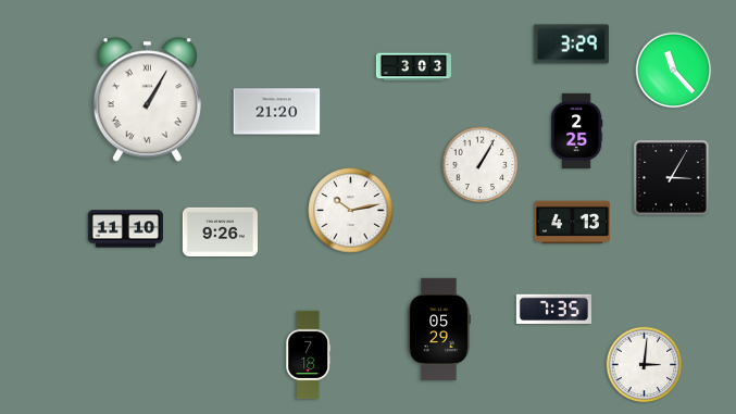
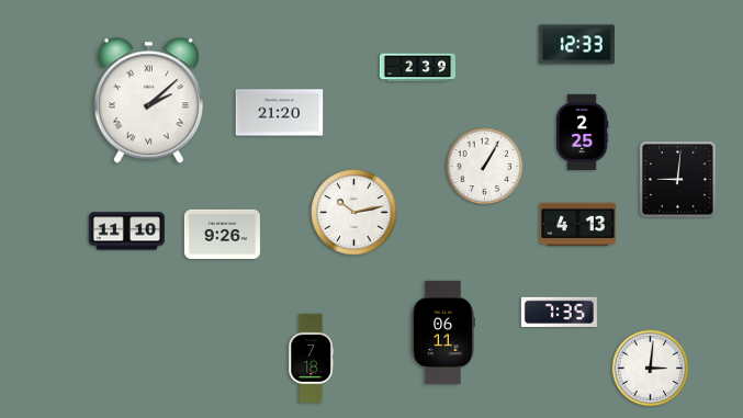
clock at (571, 45): 3:29 -> 12:33
clock at (413, 67): 3:03 -> 2:39
clock at (674, 71): 11:23 -> none
clock at (147, 100): 1:05 -> 2:08
clock at (672, 178): 3:05 -> 9:01
clock at (439, 329): 05:29 -> 06:11
